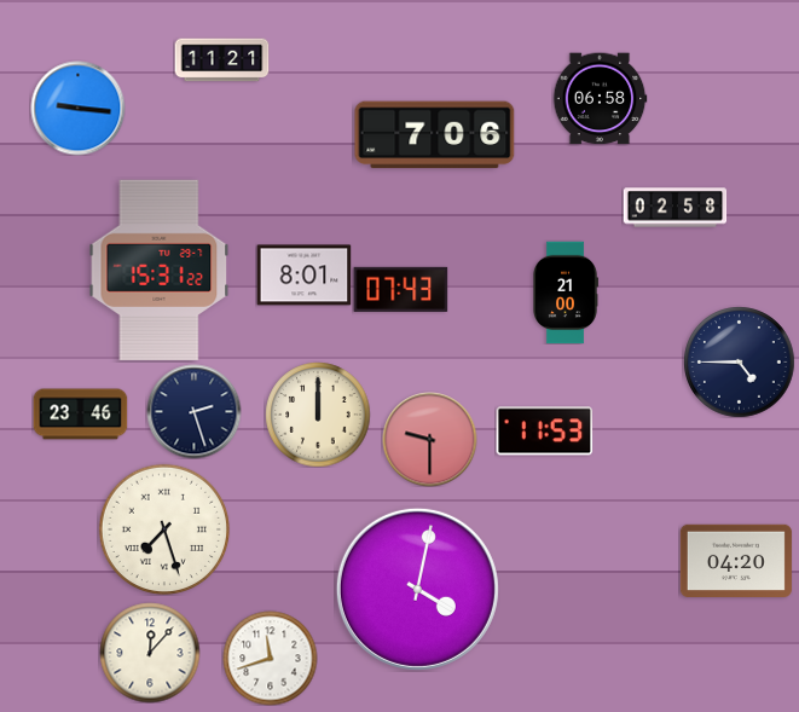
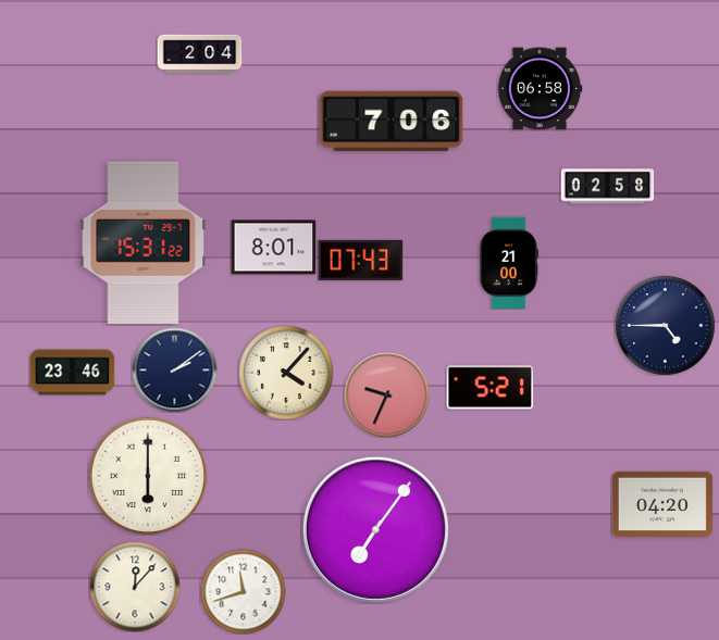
clock at (221, 60): 11:21 -> 2:04
clock at (77, 108): 9:16 -> none
clock at (193, 411): 2:27 -> 2:09
clock at (318, 415): 12:00 -> 4:07
clock at (544, 432): 11:53 -> 5:21
clock at (429, 439): 9:30 -> 9:34
clock at (163, 528): 7:27 -> 6:00
clock at (417, 589): 4:02 -> 7:06
